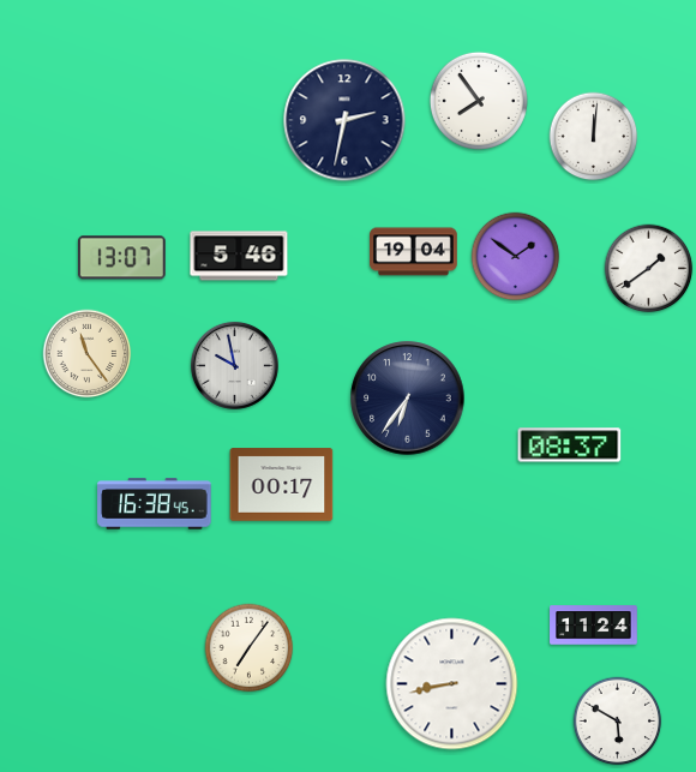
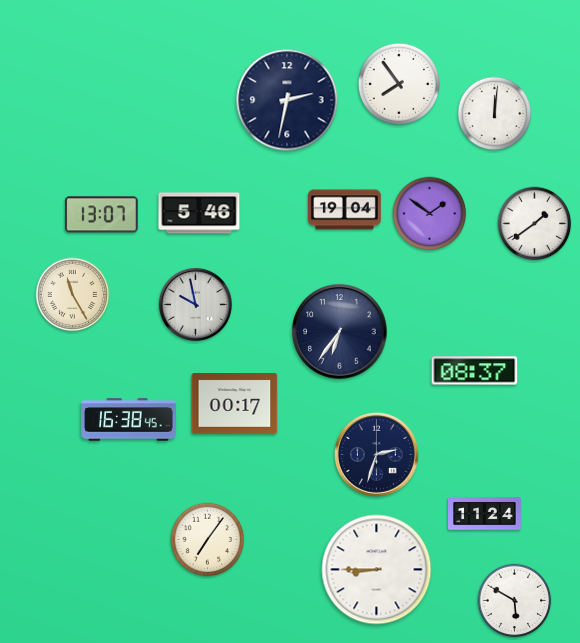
clock at (649, 269) position: (649, 269) -> (535, 224)
clock at (88, 354): 11:24 -> 11:25
clock at (377, 455): none -> 2:33
clock at (594, 626) position: (594, 626) -> (485, 514)
clock at (452, 684): 8:43 -> 8:45
